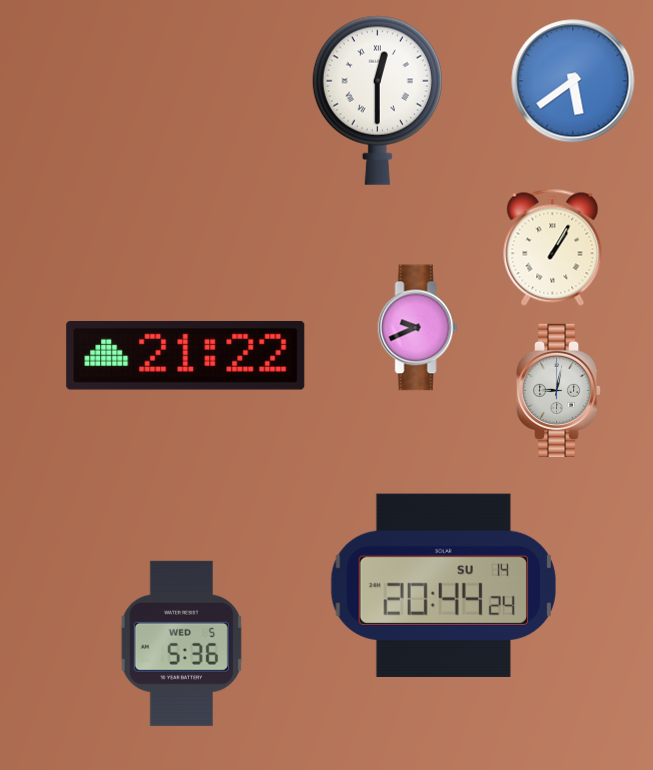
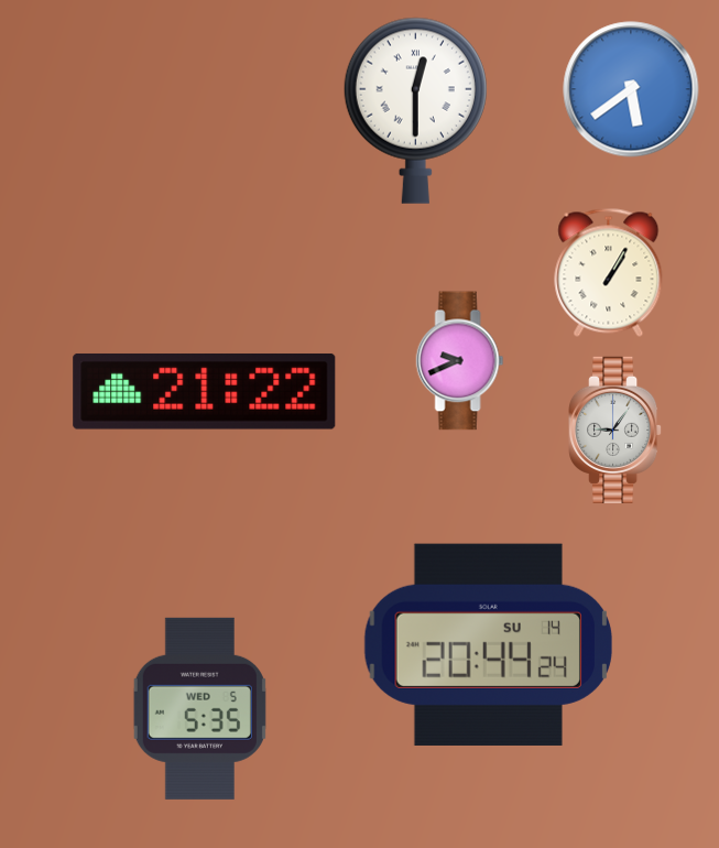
clock at (560, 390): 9:02 -> 9:06
clock at (181, 643): 5:36 -> 5:35
